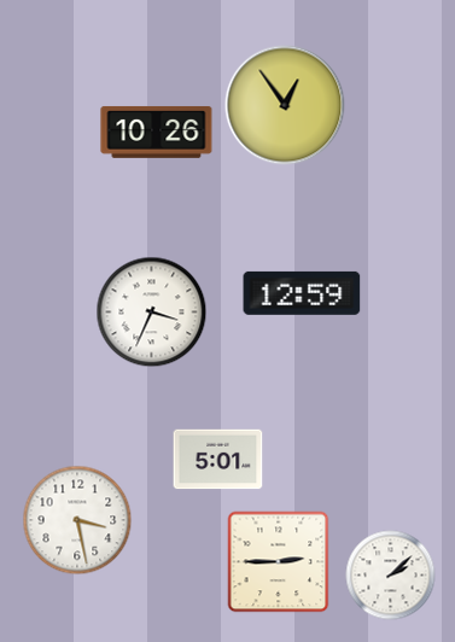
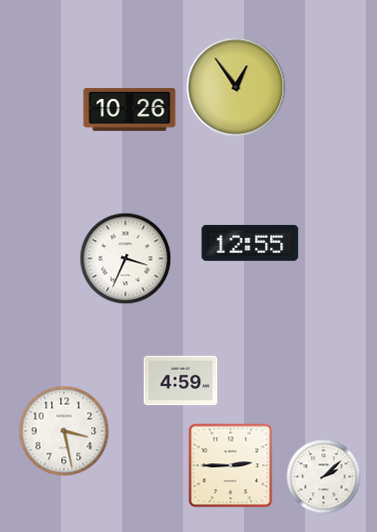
clock at (302, 293): 12:59 -> 12:55
clock at (218, 460): 5:01 -> 4:59
